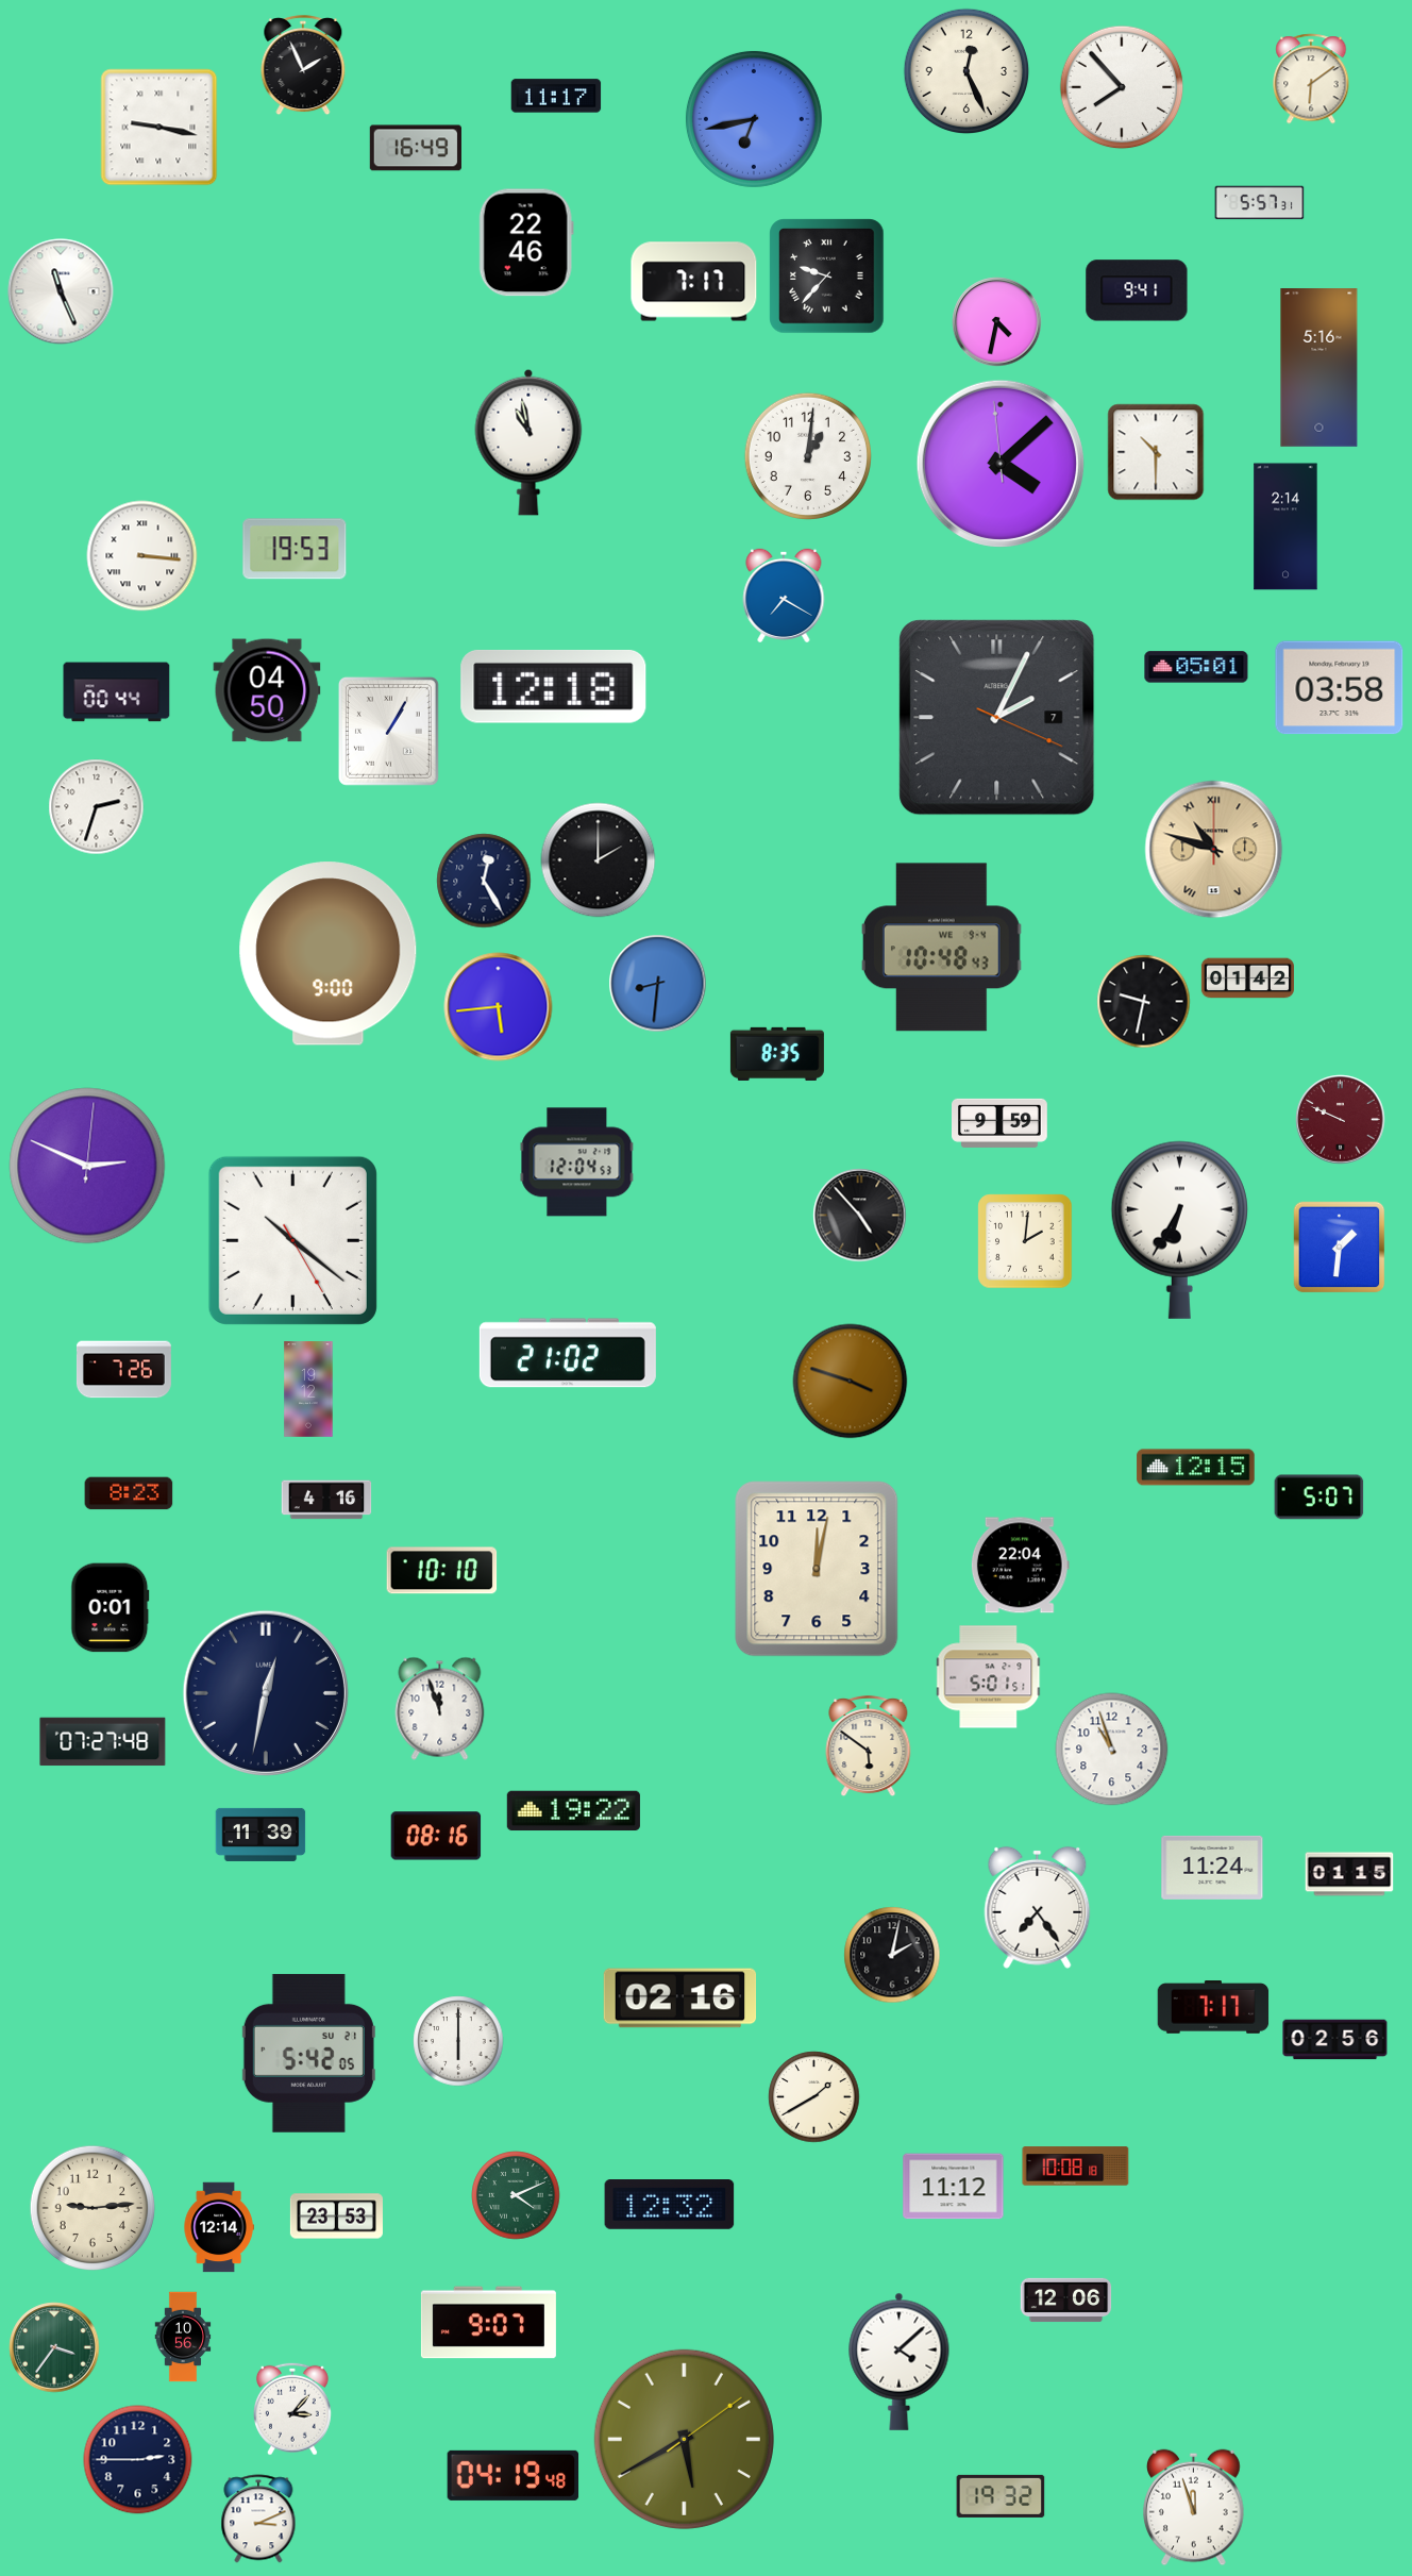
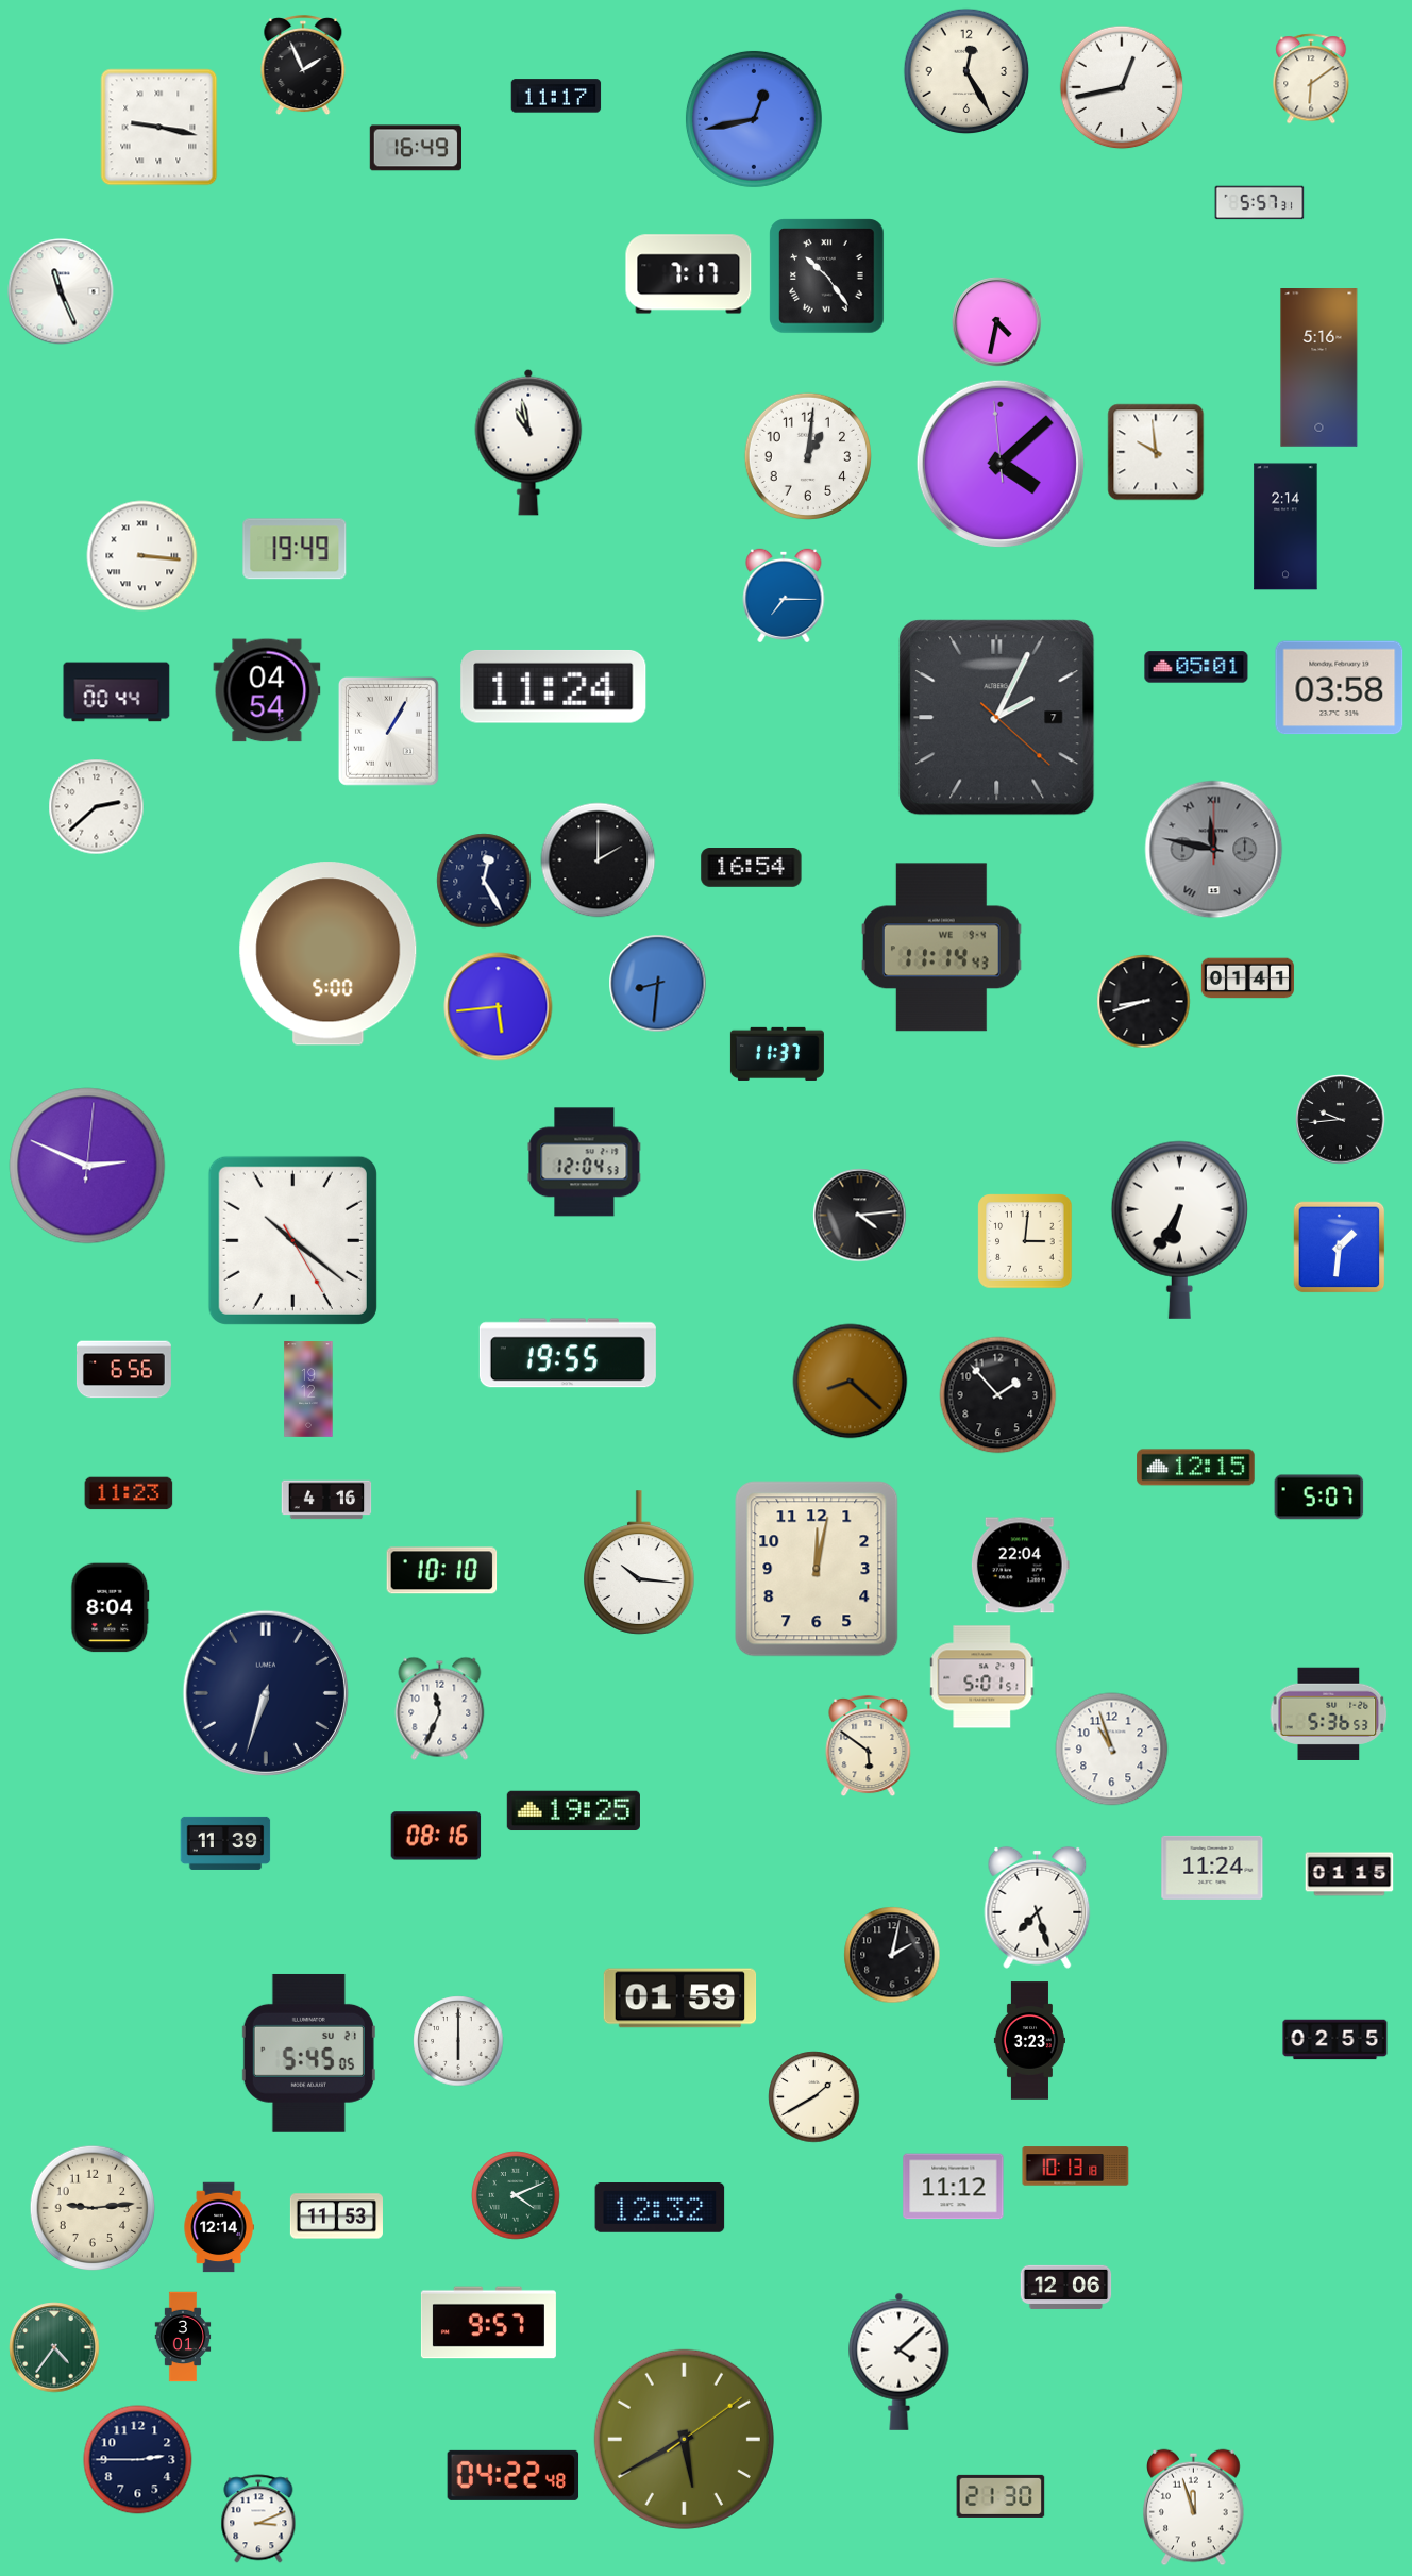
clock at (966, 71): 12:26 -> 12:25
clock at (1122, 87): 7:53 -> 12:43
clock at (754, 119): 6:43 -> 12:43
clock at (526, 242): 22:46 -> none
clock at (827, 277): 9:37 -> 10:24
clock at (694, 282) position: (694, 282) -> (689, 274)
clock at (1137, 290): 9:41 -> none
clock at (1156, 452): 10:30 -> 9:59
clock at (295, 549): 19:53 -> 19:49
clock at (784, 595): 7:20 -> 7:15
clock at (554, 687): 12:18 -> 11:24
clock at (267, 690): 04:50 -> 04:54
clock at (997, 718): 2:04:19 -> 2:04:22
clock at (97, 807): 2:33 -> 2:38
clock at (1214, 850): 10:48 -> 11:47
clock at (1214, 850) dial: champagne -> grey
clock at (752, 868): none -> 16:54
clock at (941, 948): 10:48 -> 11:14
clock at (329, 954): 9:00 -> 5:00
clock at (1247, 978): 01:42 -> 01:41
clock at (1144, 1002): 9:32 -> 8:42
clock at (777, 1054): 8:35 -> 11:37
clock at (1341, 1120): 9:49 -> 9:44
clock at (1341, 1120) dial: burgundy -> black
clock at (1001, 1123): 9:59 -> none
clock at (577, 1162) position: (577, 1162) -> (585, 1162)
clock at (860, 1216): 4:53 -> 4:14
clock at (1025, 1241): 2:01 -> 3:01
clock at (568, 1353): 21:02 -> 19:55
clock at (123, 1370): 7:26 -> 6:56
clock at (851, 1382): 3:48 -> 8:22
clock at (998, 1395): none -> 1:53
clock at (129, 1493): 8:23 -> 11:23
clock at (639, 1562): none -> 10:16
clock at (111, 1608): 0:01 -> 8:04
clock at (989, 1677) position: (989, 1677) -> (982, 1677)
clock at (266, 1693): 12:32 -> 6:33
clock at (440, 1708): 11:57 -> 11:34
clock at (1329, 1713): none -> 5:36
clock at (103, 1742): 07:27 -> none
clock at (573, 1811): 19:22 -> 19:25
clock at (260, 1835) position: (260, 1835) -> (225, 1843)
clock at (1038, 1907): 7:24 -> 7:27
clock at (680, 1998): 02:16 -> 01:59
clock at (1213, 2008): 7:17 -> none
clock at (1335, 2040): 02:56 -> 02:55
clock at (1029, 2041): none -> 3:23
clock at (308, 2053): 5:42 -> 5:45
clock at (1076, 2167): 10:08 -> 10:13
clock at (670, 2205) position: (670, 2205) -> (660, 2208)
clock at (336, 2217): 23:53 -> 11:53
clock at (1066, 2301) position: (1066, 2301) -> (1066, 2288)
clock at (488, 2323): 9:07 -> 9:57
clock at (183, 2337): 10:56 -> 3:01
clock at (54, 2347): 3:36 -> 4:36
clock at (292, 2409): 3:07 -> none
clock at (514, 2475): 04:19 -> 04:22
clock at (1001, 2496): 19:32 -> 21:30
